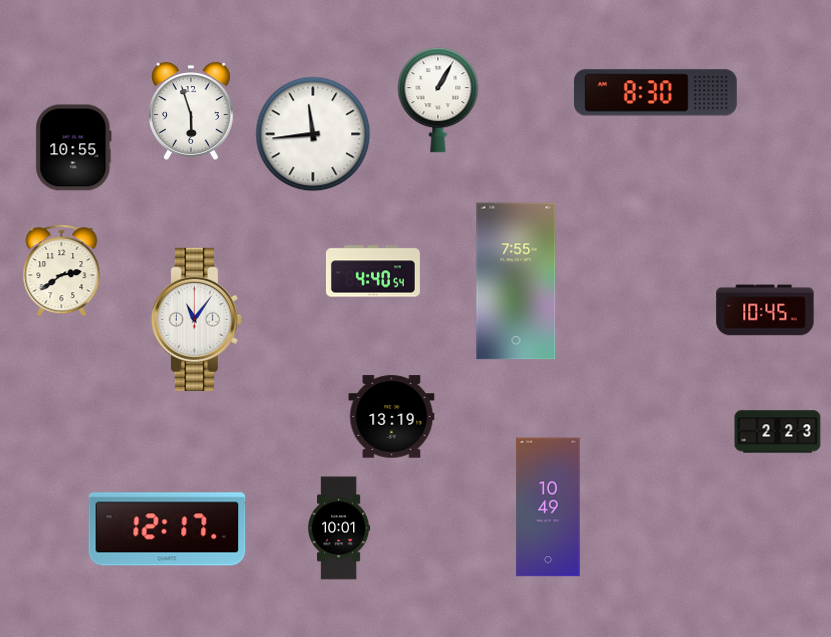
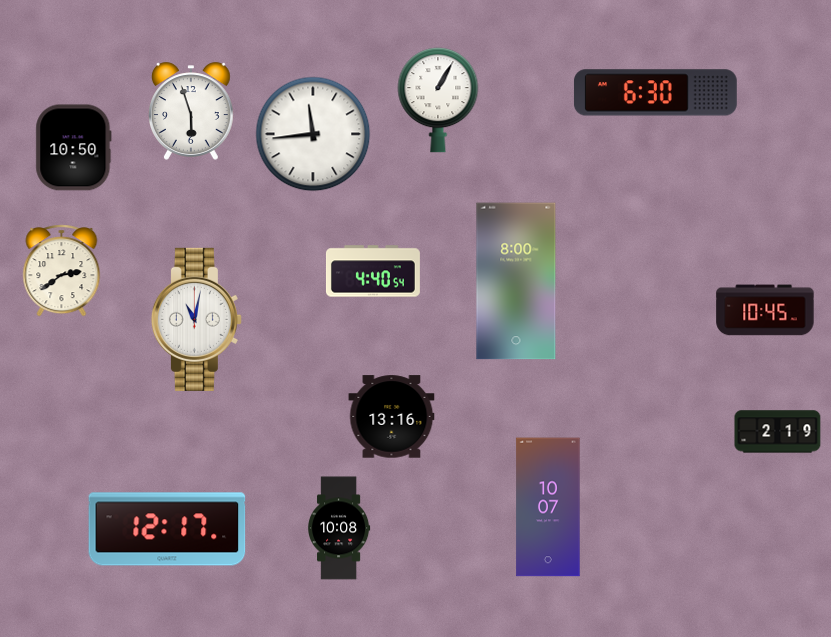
clock at (655, 93): 8:30 -> 6:30
clock at (74, 148): 10:55 -> 10:50
clock at (516, 281): 7:55 -> 8:00
clock at (196, 319): 11:06 -> 11:02
clock at (392, 417): 13:19 -> 13:16
clock at (778, 432): 2:23 -> 2:19
clock at (548, 507): 10:49 -> 10:07
clock at (340, 528): 10:01 -> 10:08
